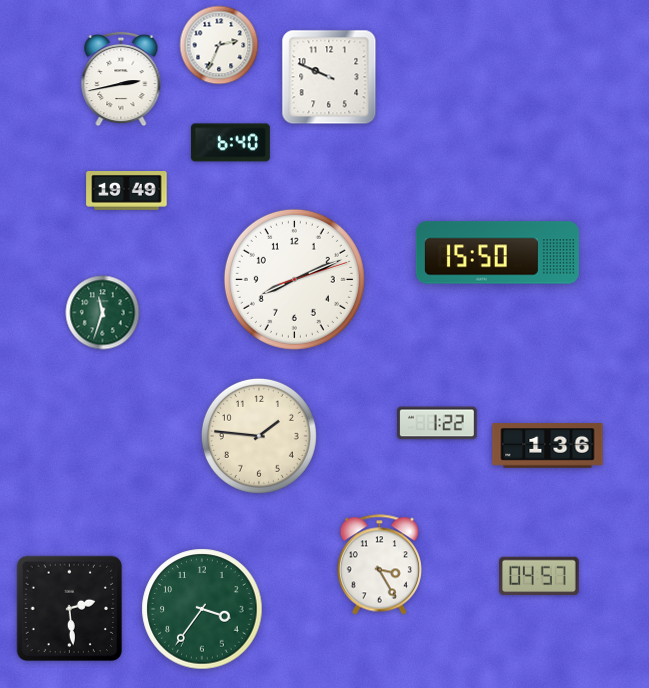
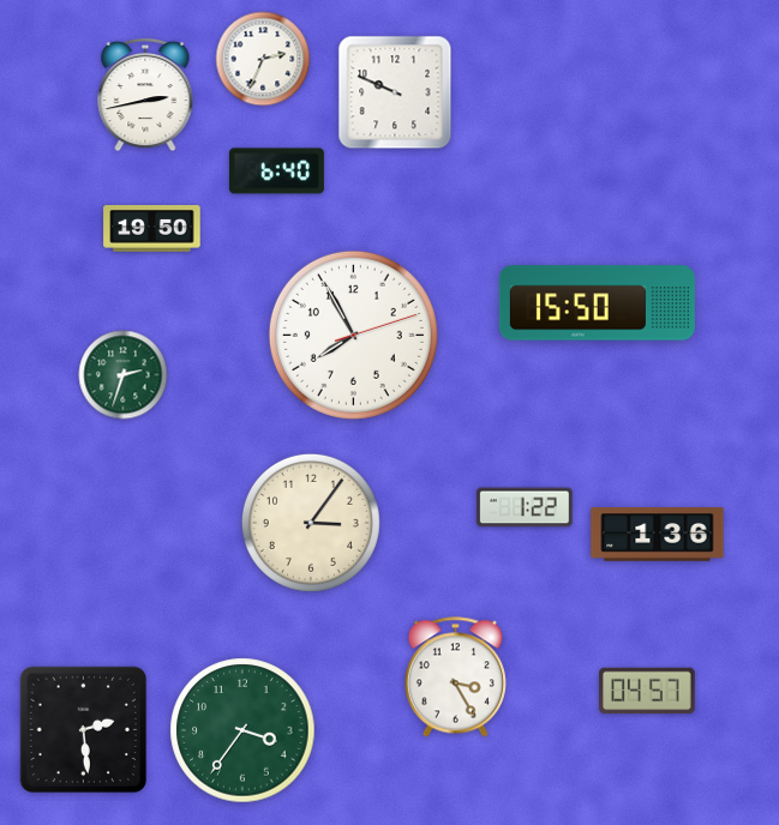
clock at (219, 45) position: (219, 45) -> (263, 59)
clock at (127, 191): 19:49 -> 19:50
clock at (294, 279): 8:11 -> 7:55
clock at (103, 313): 11:33 -> 2:33
clock at (259, 436): 1:46 -> 3:06
